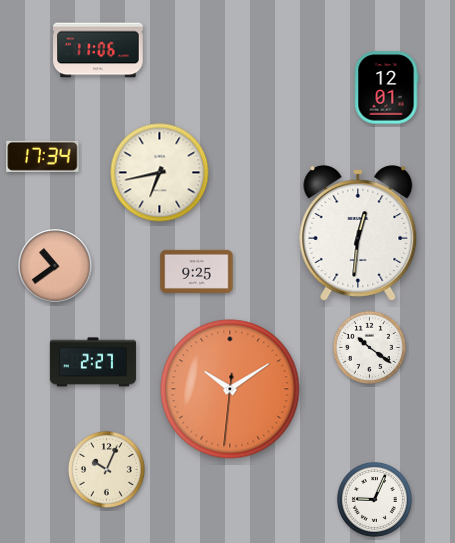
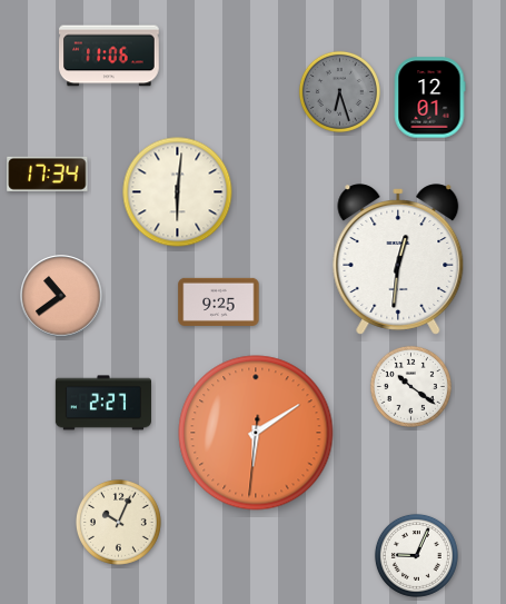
clock at (339, 91): none -> 6:27
clock at (160, 173): 6:43 -> 6:01
clock at (230, 389): 10:09 -> 6:09
